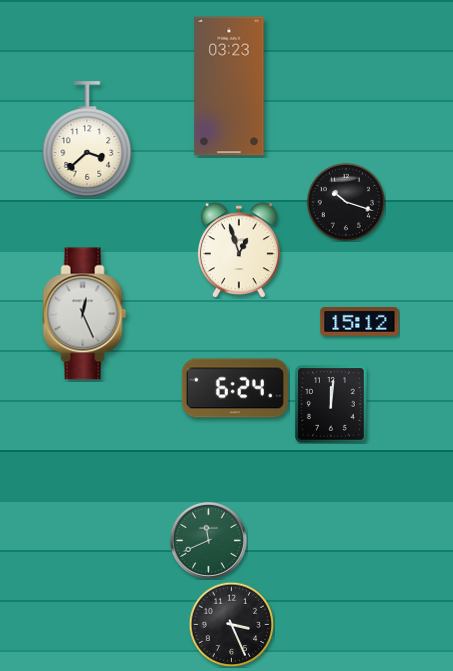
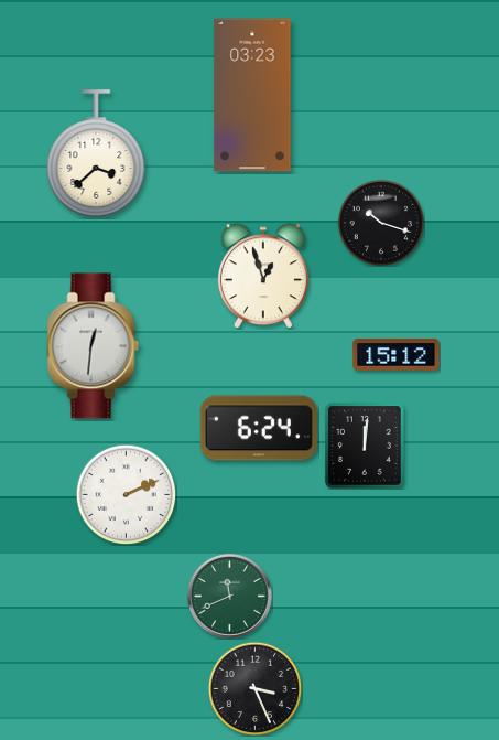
clock at (85, 314): 12:26 -> 12:31
clock at (126, 494): none -> 2:11
